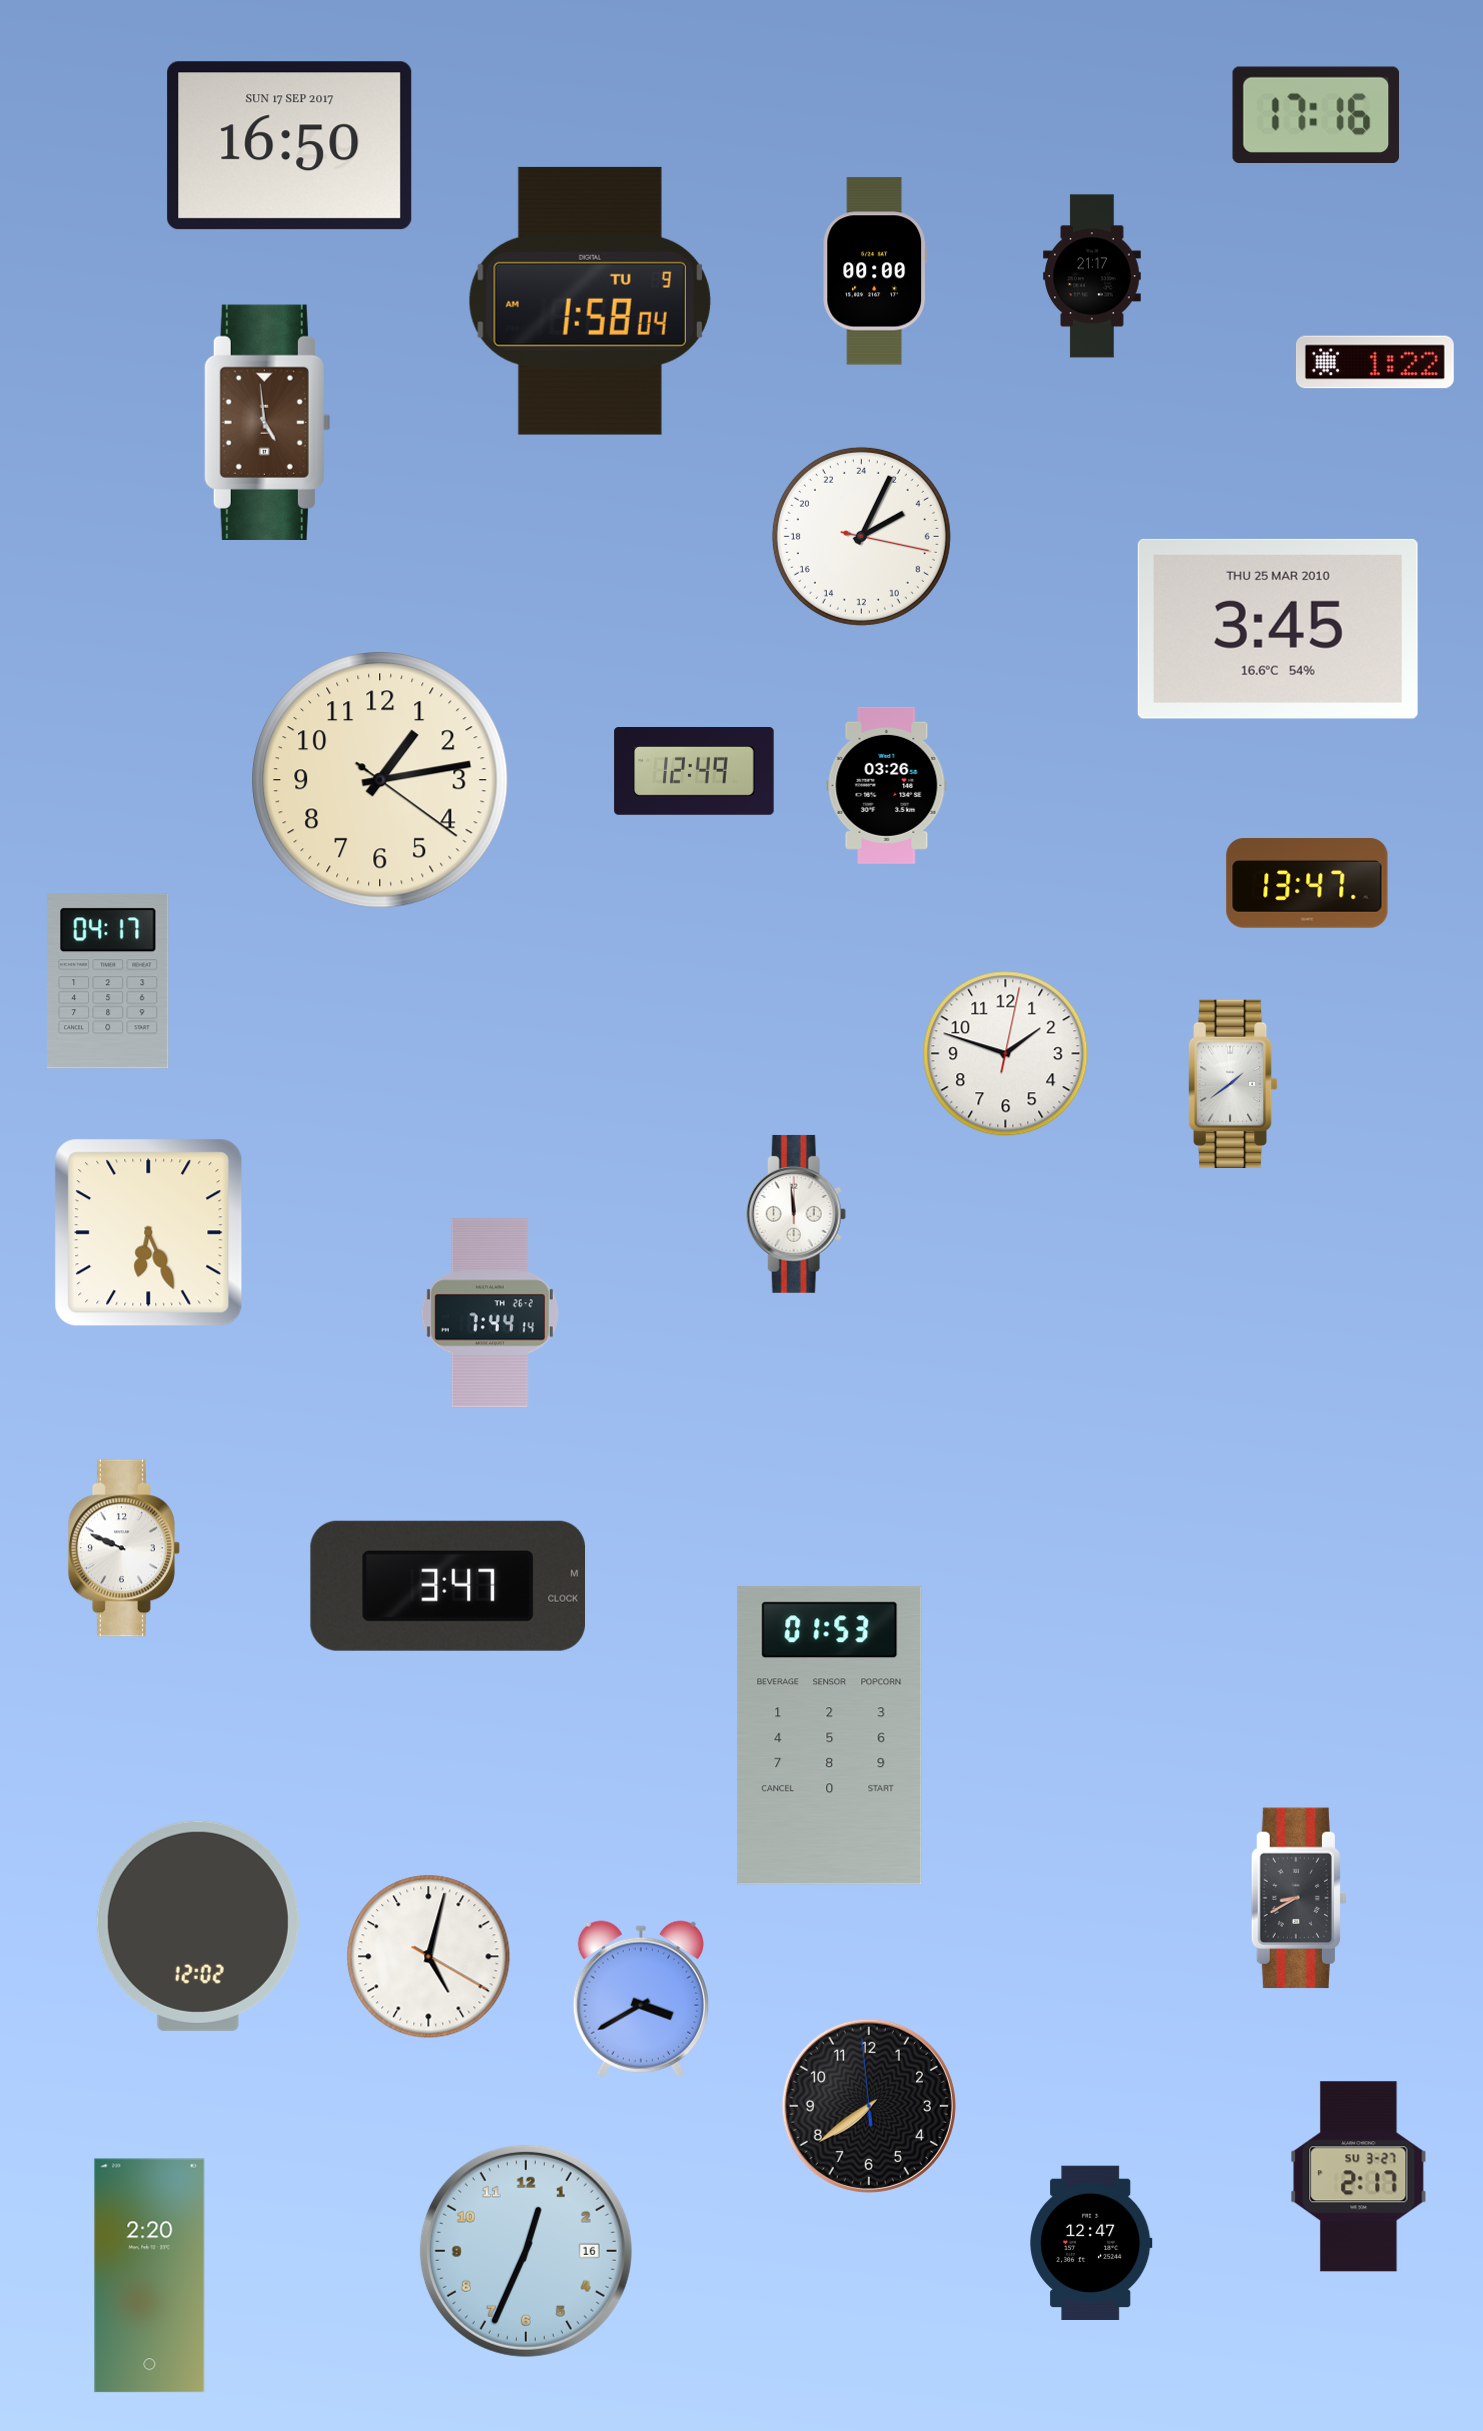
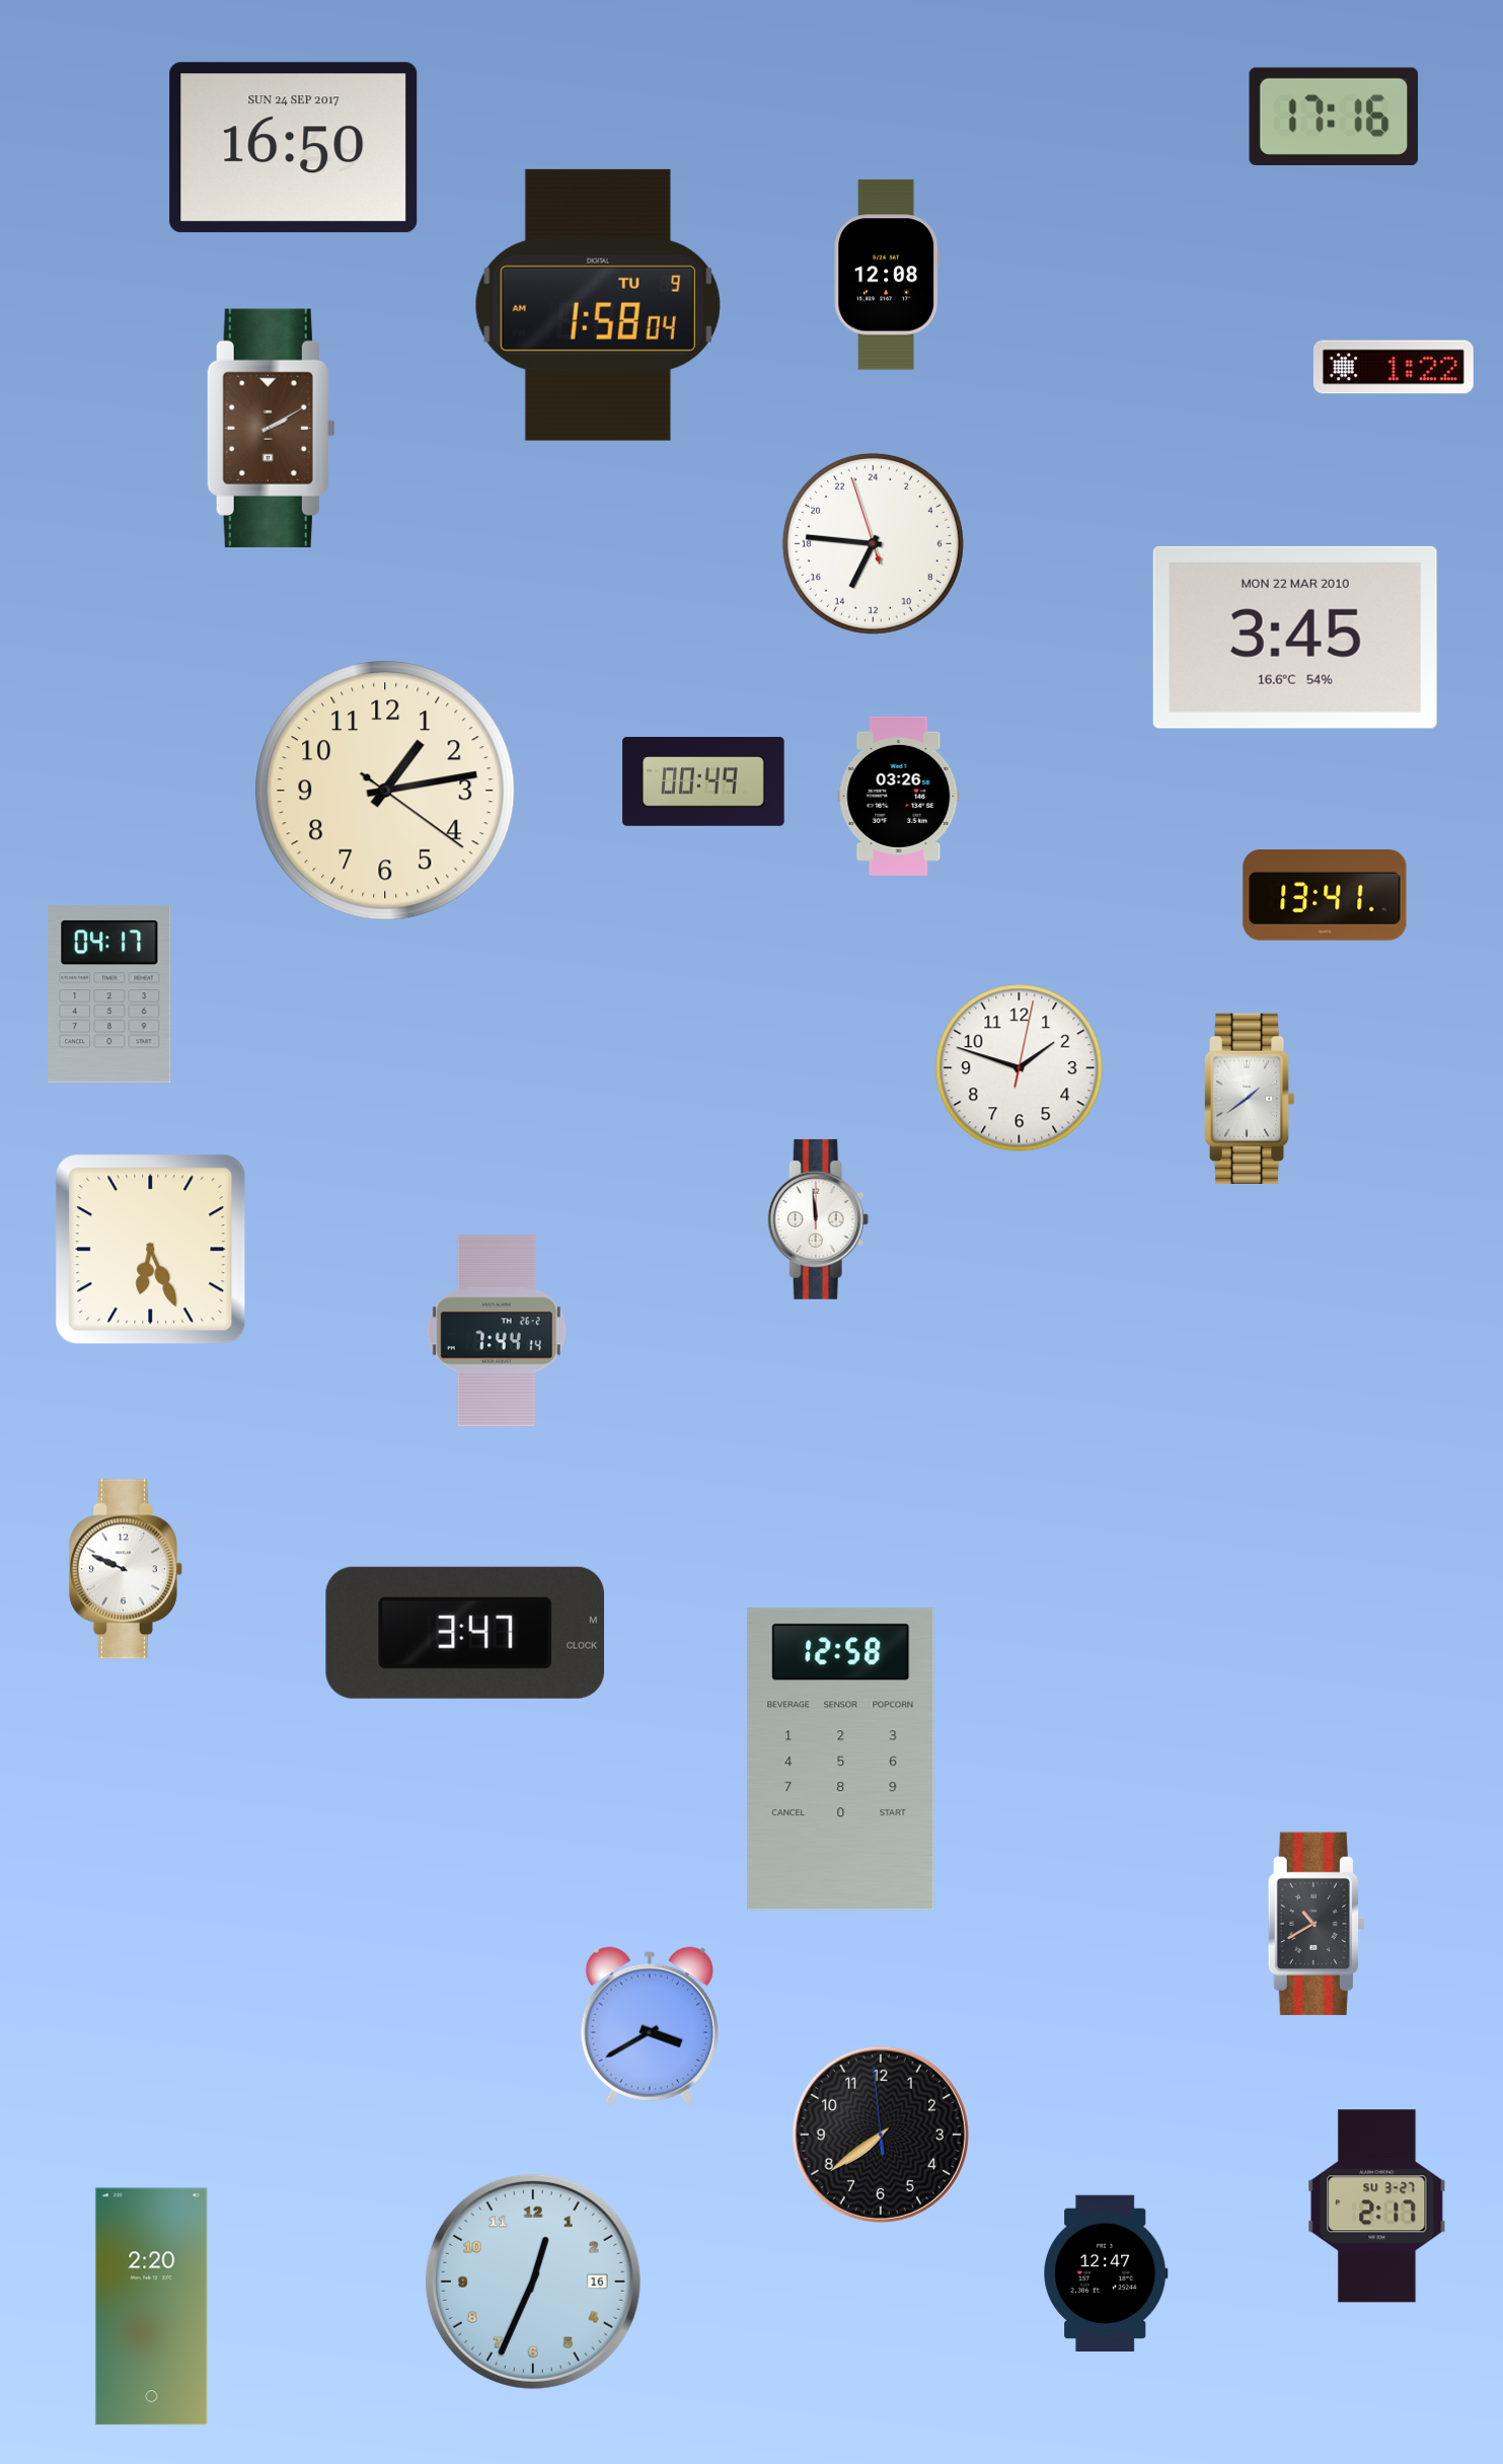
clock at (290, 146) date: SUN 17 SEP 2017 -> SUN 24 SEP 2017
clock at (875, 271): 00:00 -> 12:08
clock at (1093, 276): 21:17 -> none
clock at (267, 422): 4:59 -> 2:10
clock at (861, 536): 4:04 -> 13:45
clock at (1278, 629) date: THU 25 MAR 2010 -> MON 22 MAR 2010
clock at (694, 772): 12:49 -> 00:49
clock at (1307, 883): 13:47 -> 13:41
clock at (796, 1214) position: (796, 1214) -> (818, 1219)
clock at (447, 1586) position: (447, 1586) -> (464, 1633)
clock at (830, 1736): 01:53 -> 12:58
clock at (1299, 1898): 8:40 -> 10:40
clock at (198, 1926): 12:02 -> none
clock at (429, 1957): 5:02 -> none
